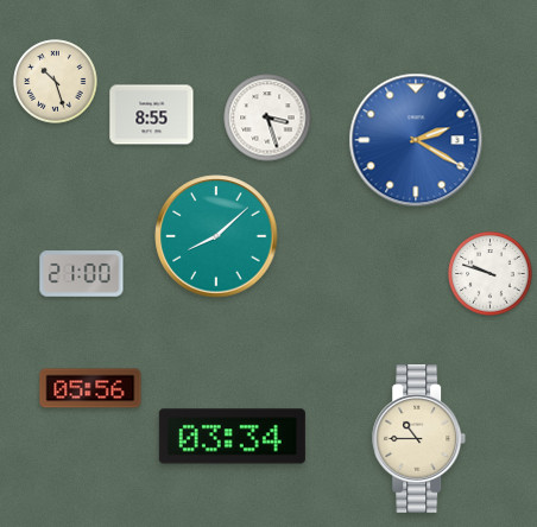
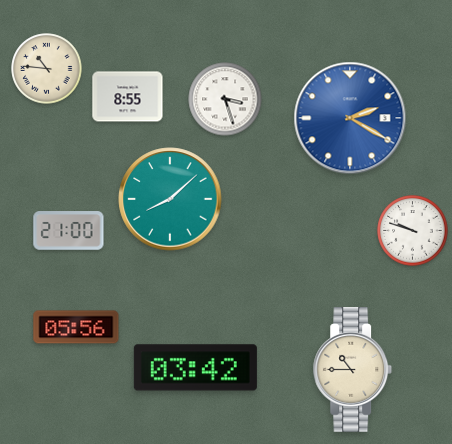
clock at (56, 82): 10:27 -> 10:46
clock at (216, 236) position: (216, 236) -> (170, 199)
clock at (232, 437): 03:34 -> 03:42
